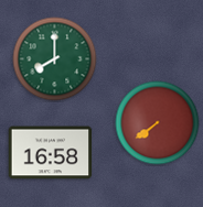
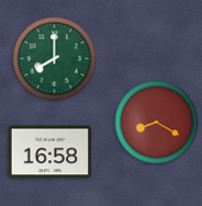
clock at (158, 123): 7:39 -> 8:20
